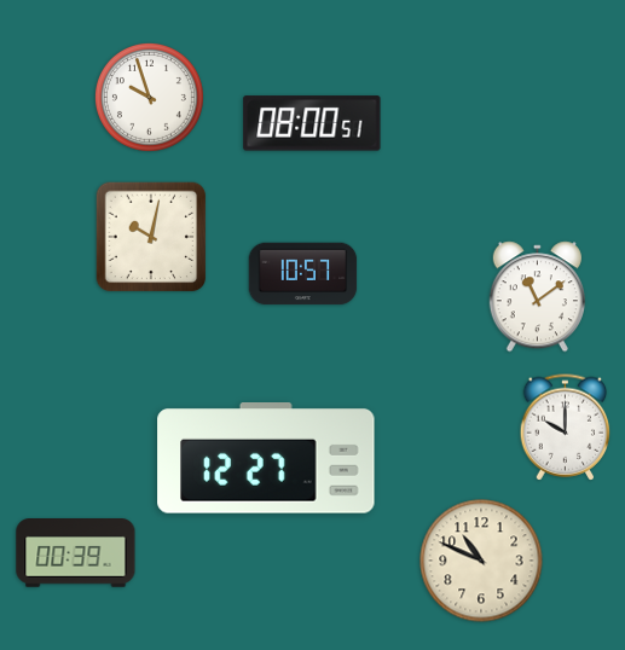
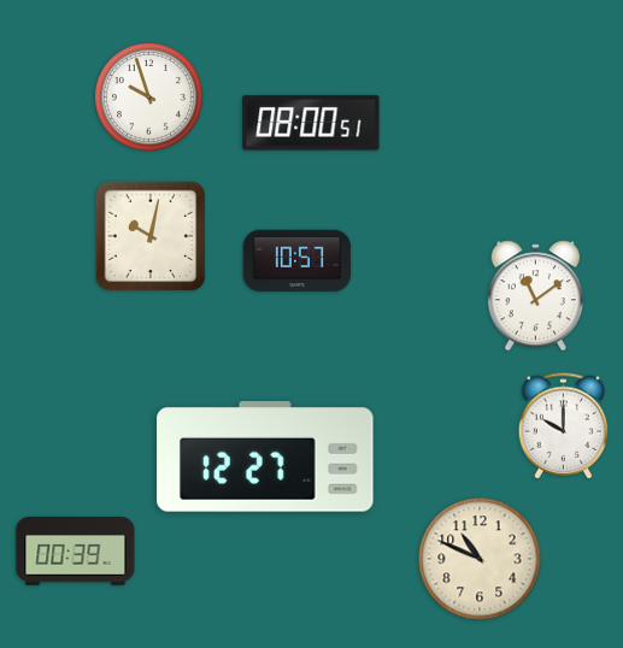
clock at (303, 274) position: (303, 274) -> (298, 261)
